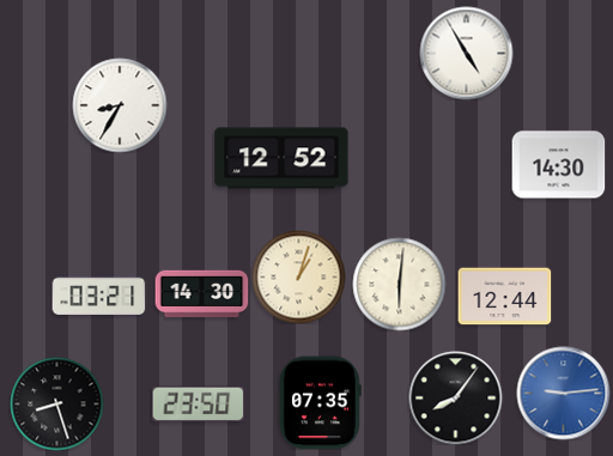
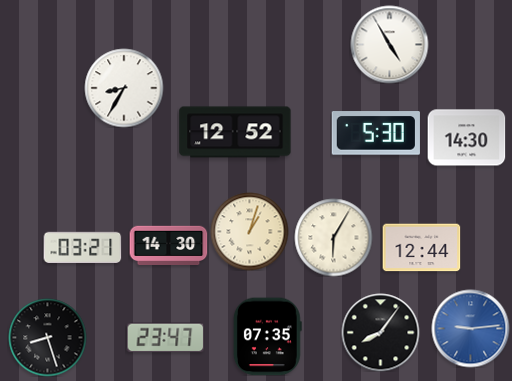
clock at (120, 105) position: (120, 105) -> (124, 88)
clock at (376, 133): none -> 5:30
clock at (399, 284): 6:01 -> 6:05
clock at (198, 405): 23:50 -> 23:47
